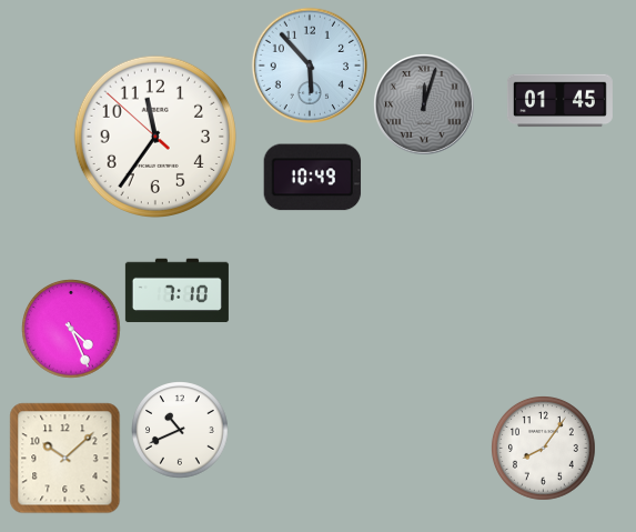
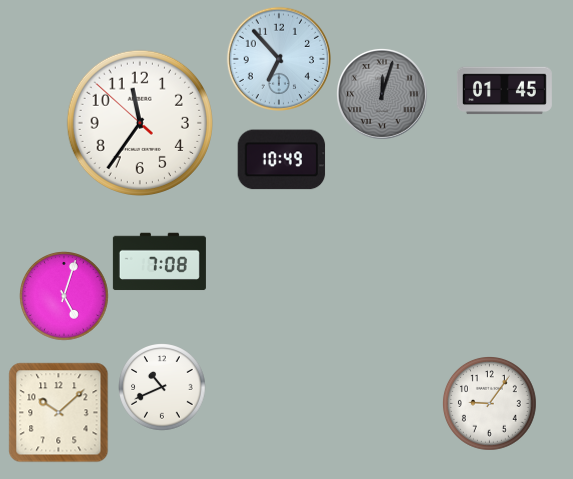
clock at (309, 64): 5:53 -> 6:53
clock at (176, 291): 7:10 -> 7:08
clock at (72, 330): 4:26 -> 5:03
clock at (544, 449): 8:06 -> 9:06
